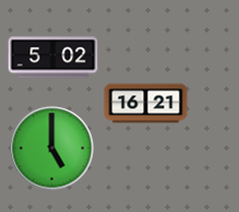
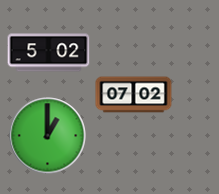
clock at (146, 104): 16:21 -> 07:02
clock at (52, 149): 5:00 -> 1:00
